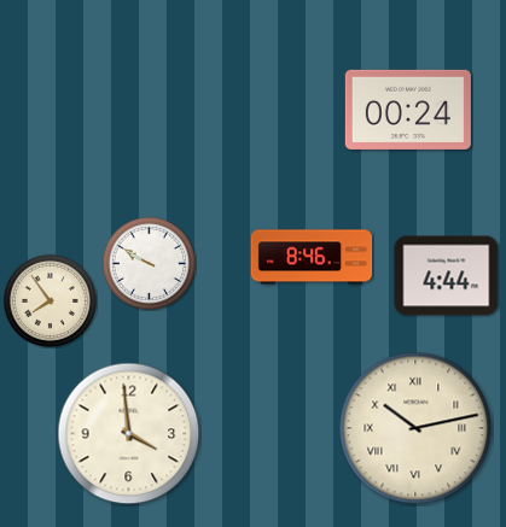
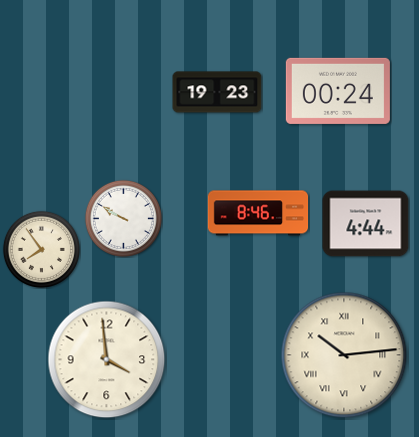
clock at (217, 92): none -> 19:23
clock at (447, 276) position: (447, 276) -> (366, 224)
clock at (415, 428): 10:13 -> 10:14
